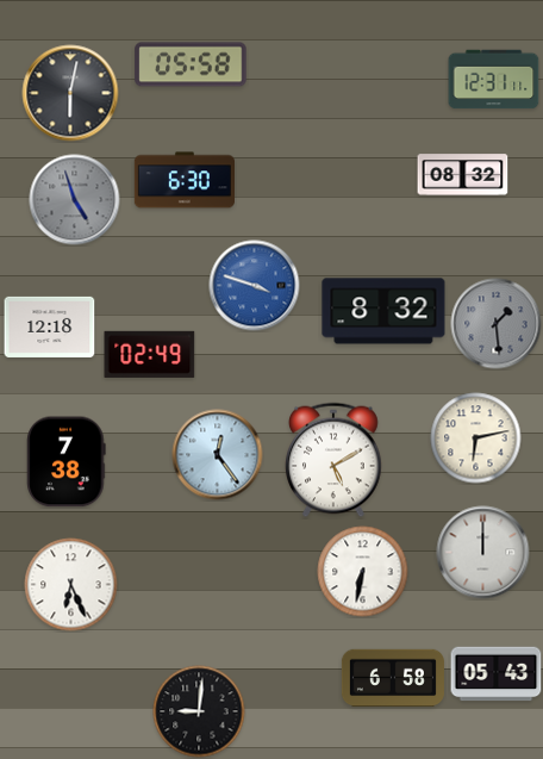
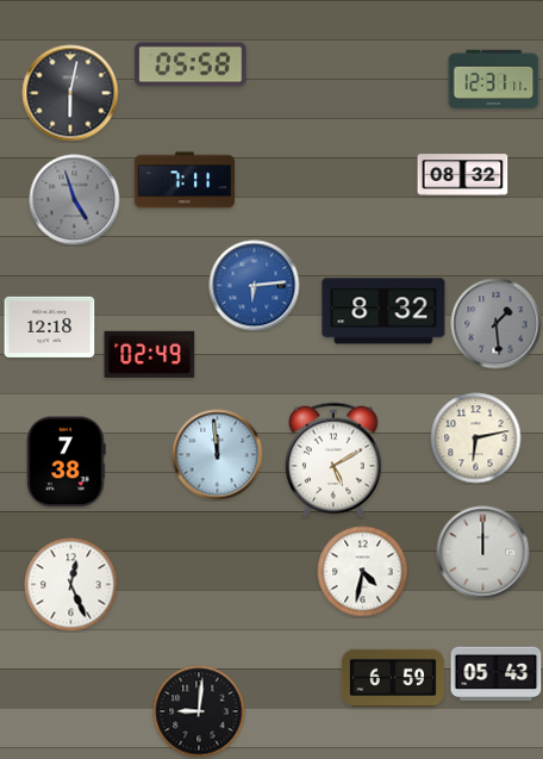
clock at (183, 180): 6:30 -> 7:11
clock at (255, 286): 3:48 -> 6:14
clock at (218, 455): 12:24 -> 11:59
clock at (363, 572): 6:32 -> 4:32
clock at (71, 585): 6:26 -> 12:26
clock at (393, 678): 6:58 -> 6:59
